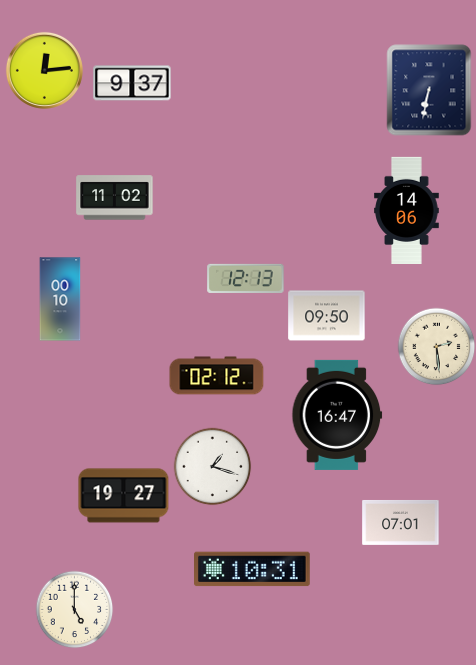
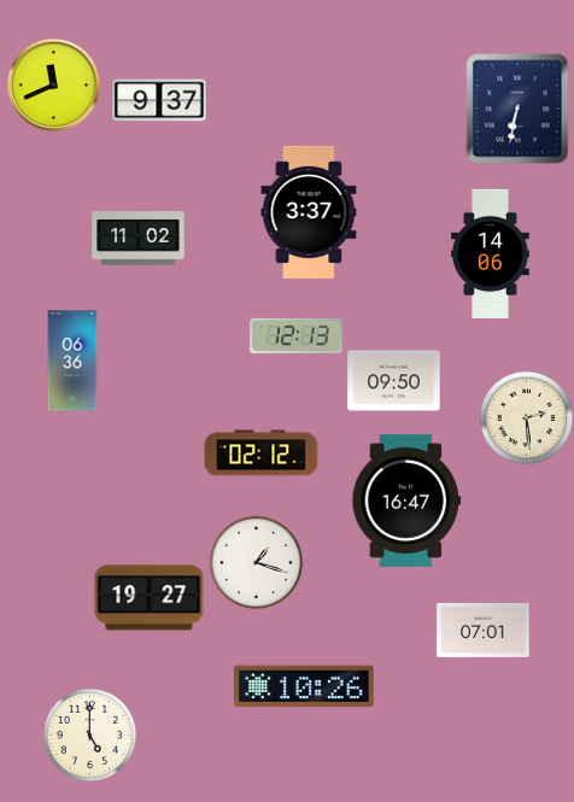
clock at (44, 70): 12:14 -> 11:41
clock at (309, 212): none -> 3:37
clock at (60, 299): 00:10 -> 06:36
clock at (253, 569): 10:31 -> 10:26
